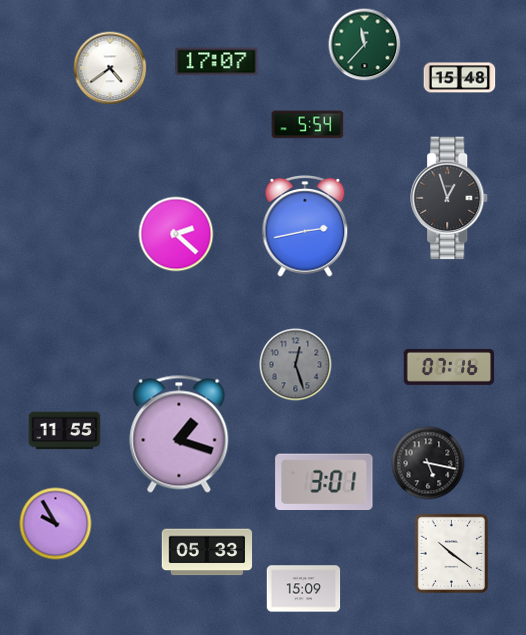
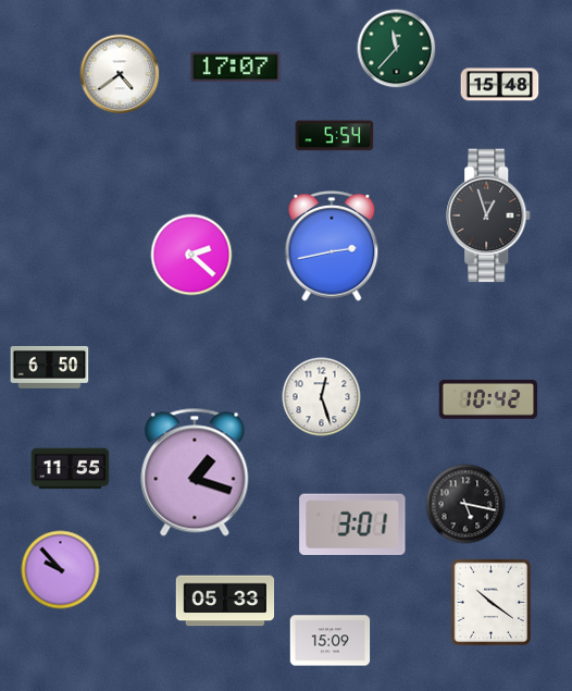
clock at (50, 368): none -> 6:50
clock at (296, 365) dial: grey -> white
clock at (449, 367): 07:16 -> 10:42
clock at (56, 524): 9:55 -> 9:53
